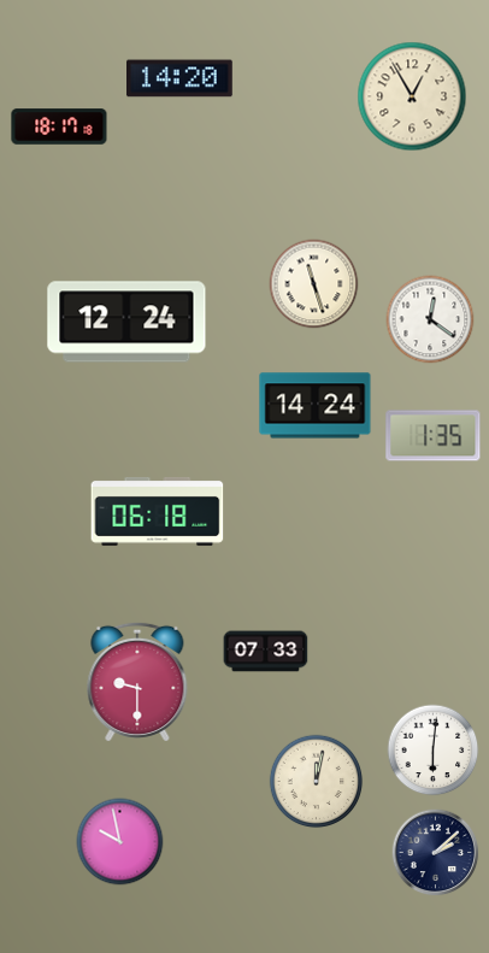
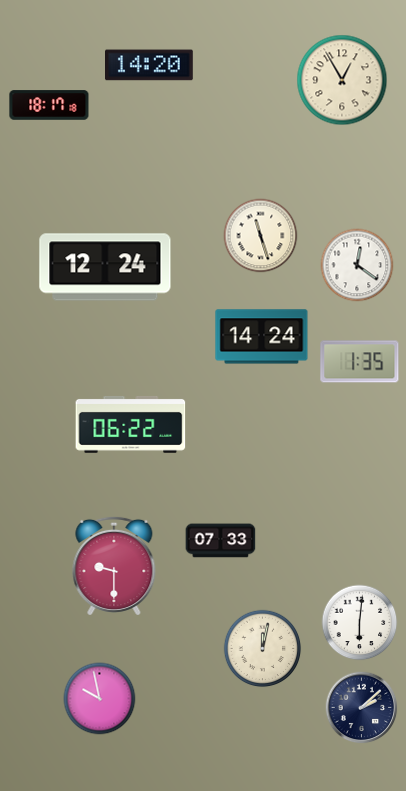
clock at (158, 511): 06:18 -> 06:22
